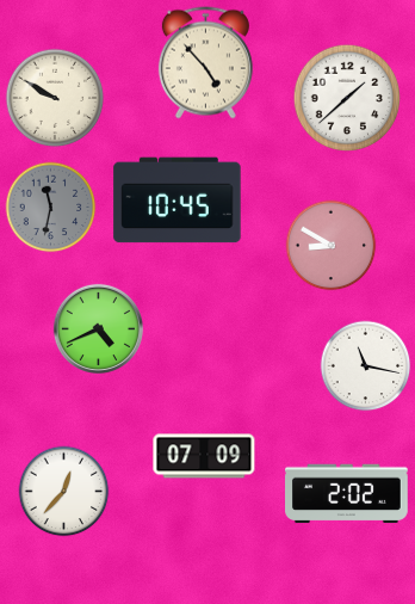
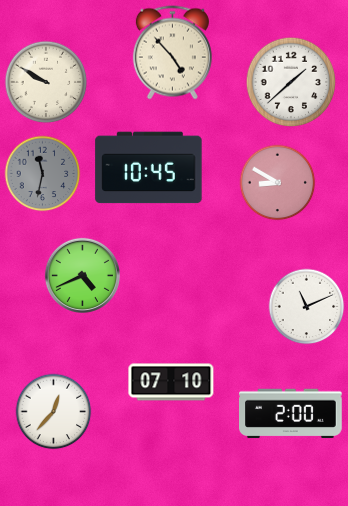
clock at (332, 246) position: (332, 246) -> (278, 183)
clock at (366, 366): 11:17 -> 11:11
clock at (204, 456): 07:09 -> 07:10
clock at (347, 494): 2:02 -> 2:00
